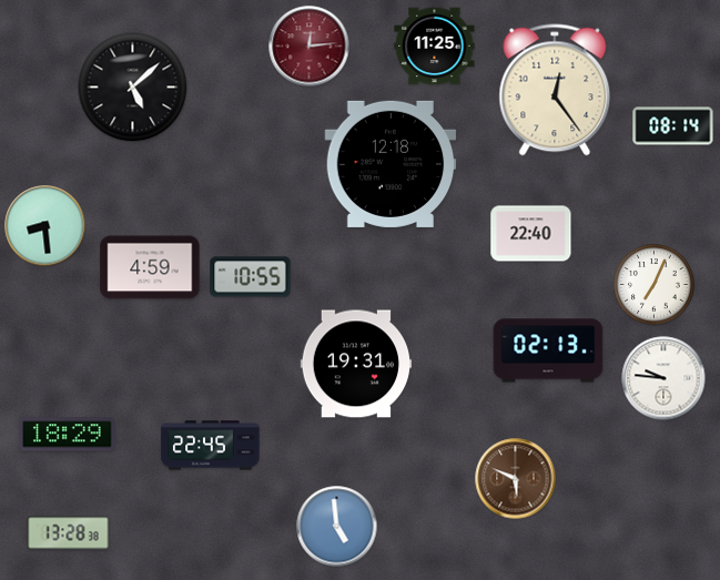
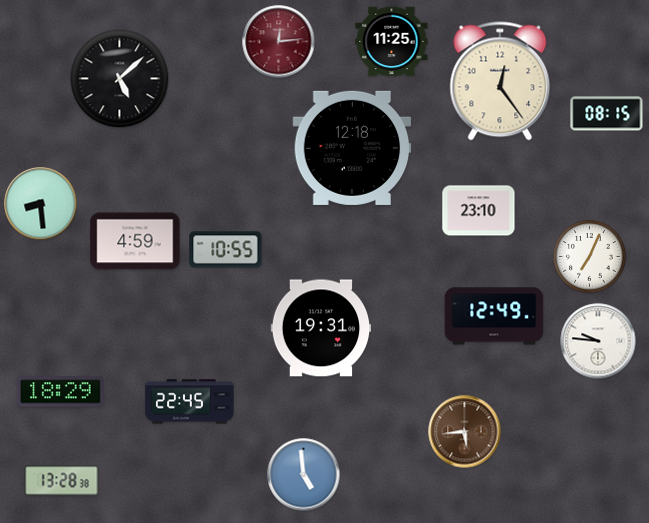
clock at (673, 126): 08:14 -> 08:15
clock at (531, 234): 22:40 -> 23:10
clock at (548, 350): 02:13 -> 12:49
clock at (516, 479): 5:49 -> 5:44
